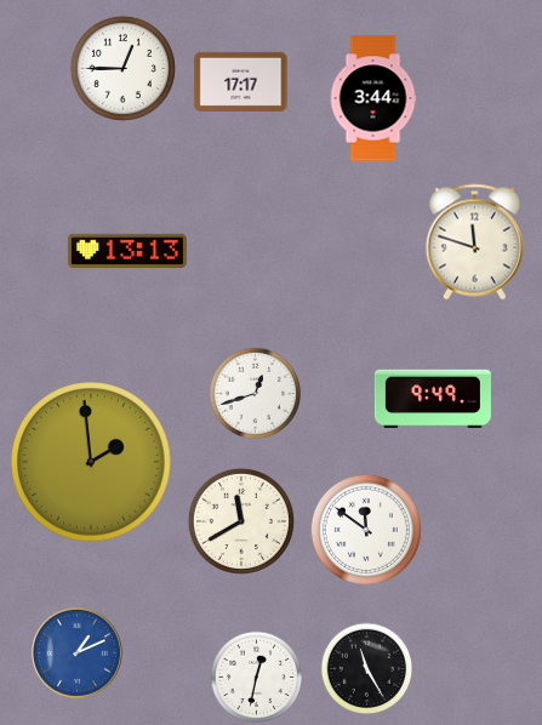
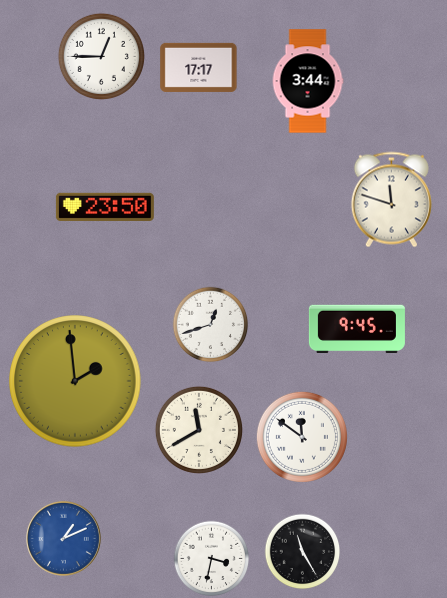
clock at (127, 251): 13:13 -> 23:50
clock at (433, 398): 9:49 -> 9:45
clock at (257, 678): 12:32 -> 3:32
